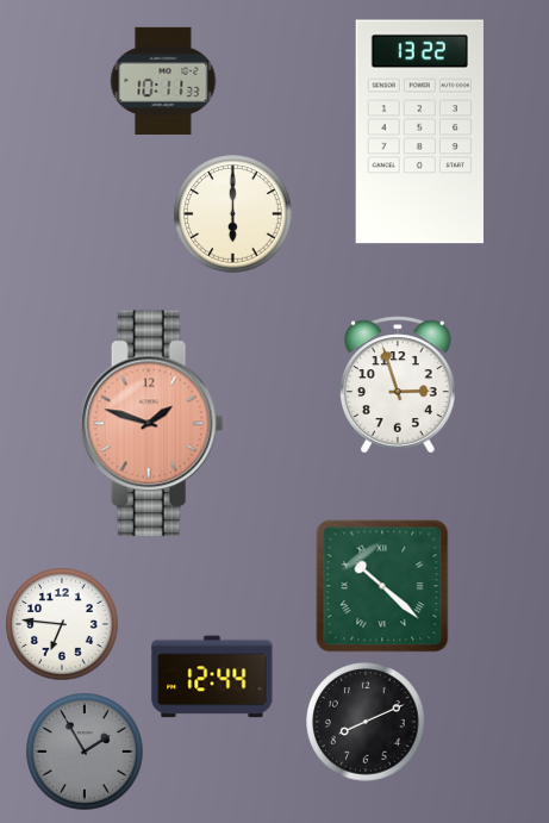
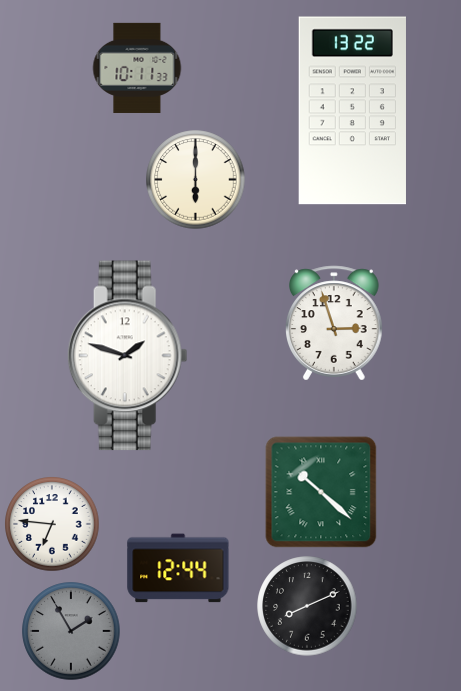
clock at (151, 424) dial: salmon -> white
